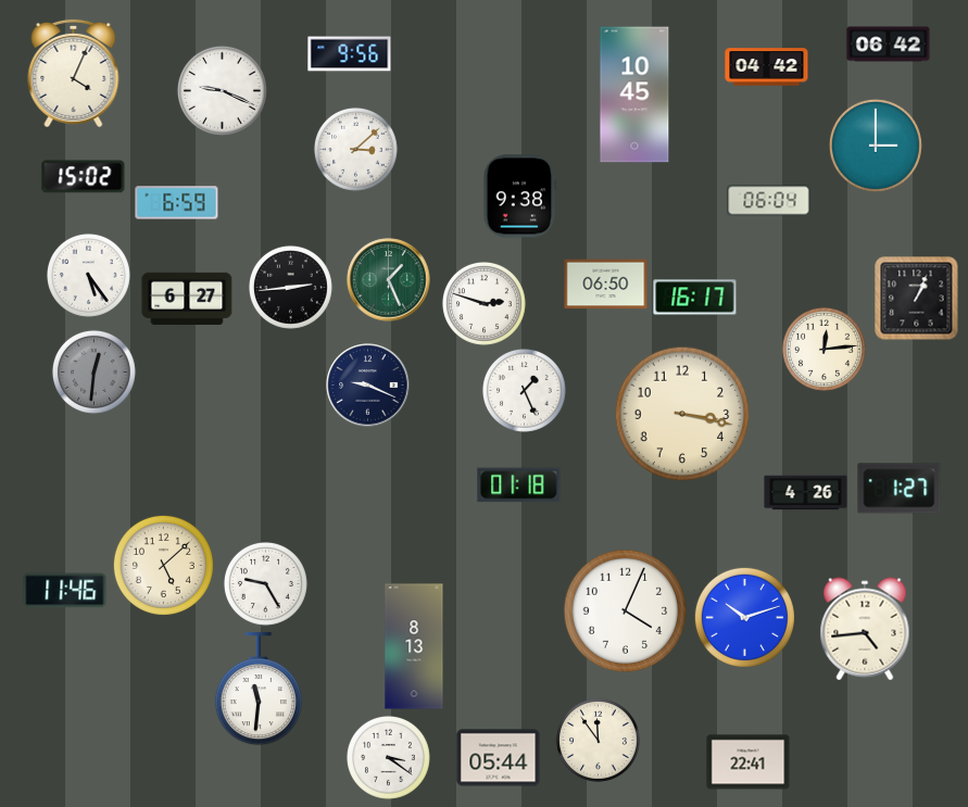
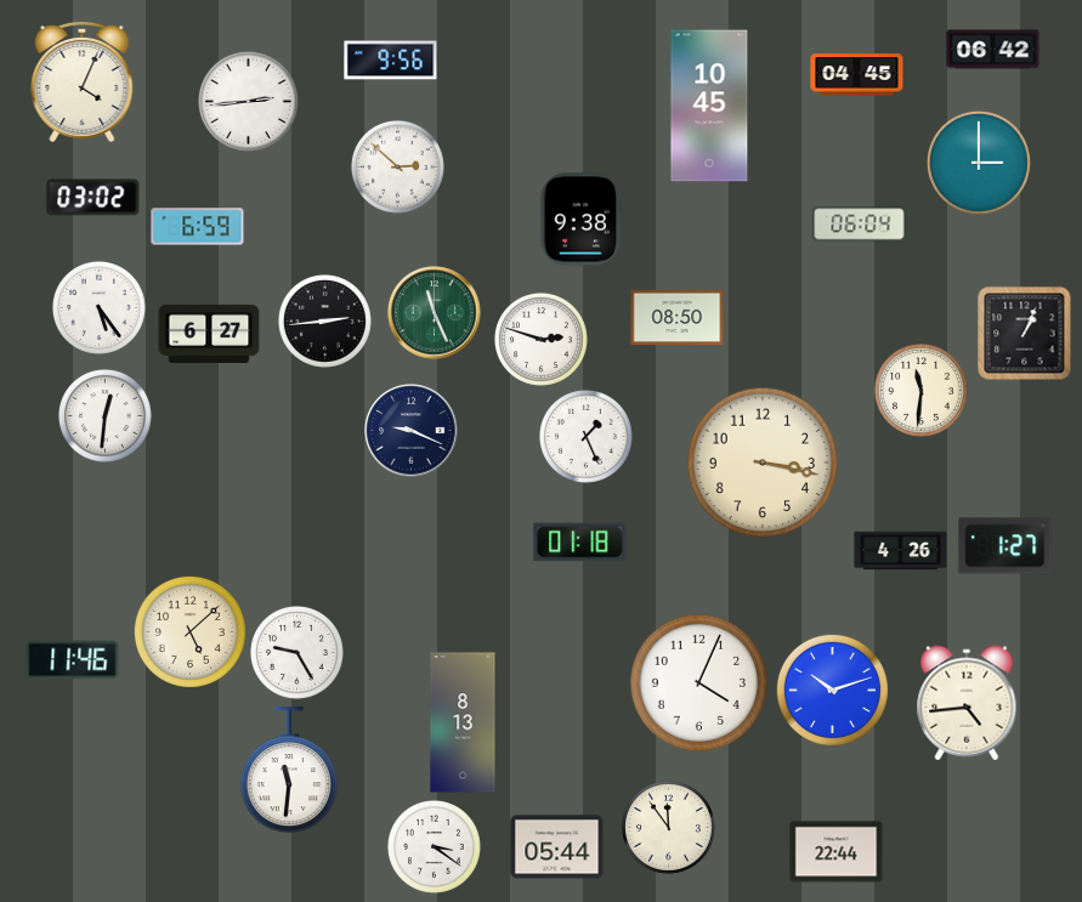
clock at (767, 67): 04:42 -> 04:45
clock at (222, 90): 9:19 -> 2:44
clock at (355, 149): 3:08 -> 2:52
clock at (84, 177): 15:02 -> 03:02
clock at (389, 280): 1:26 -> 11:26
clock at (606, 285): 06:50 -> 08:50
clock at (695, 298): 16:17 -> none
clock at (824, 349): 12:14 -> 11:31
clock at (93, 371) dial: grey -> white
clock at (163, 565) position: (163, 565) -> (189, 631)
clock at (749, 762): 22:41 -> 22:44
